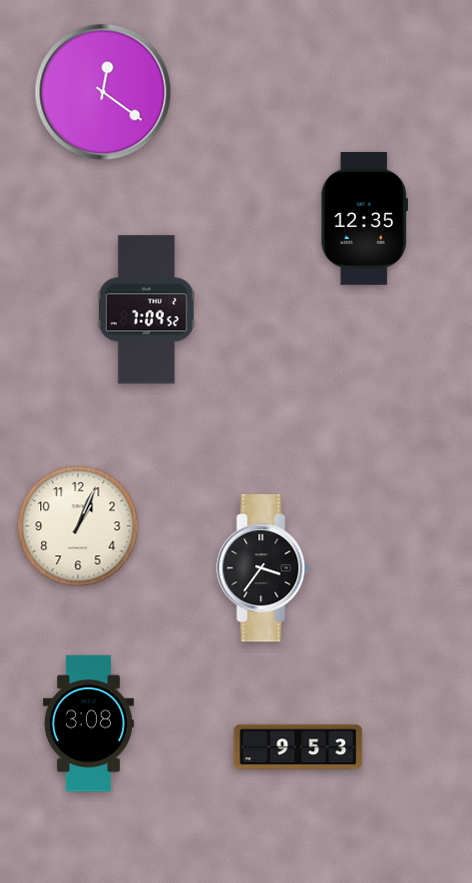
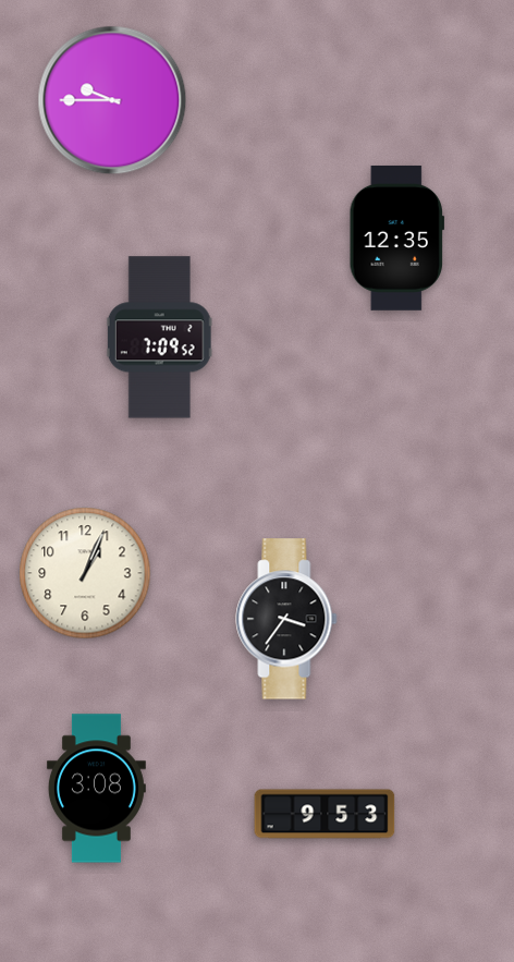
clock at (103, 92): 12:21 -> 9:45
